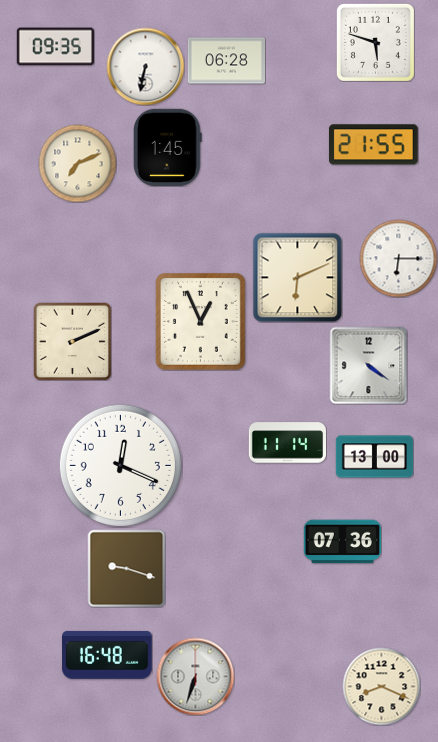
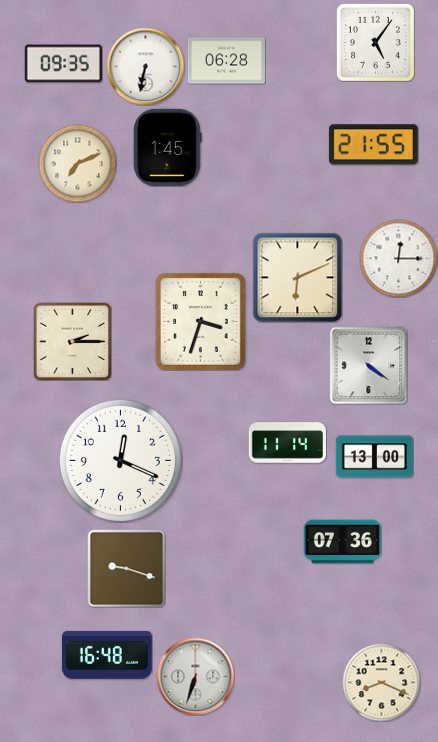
clock at (375, 42): 5:48 -> 5:06
clock at (55, 47) position: (55, 47) -> (63, 64)
clock at (398, 258): 6:15 -> 12:15
clock at (201, 322): 12:56 -> 3:33
clock at (72, 341): 2:11 -> 2:15
clock at (120, 465) position: (120, 465) -> (120, 460)
clock at (381, 686) position: (381, 686) -> (381, 682)
